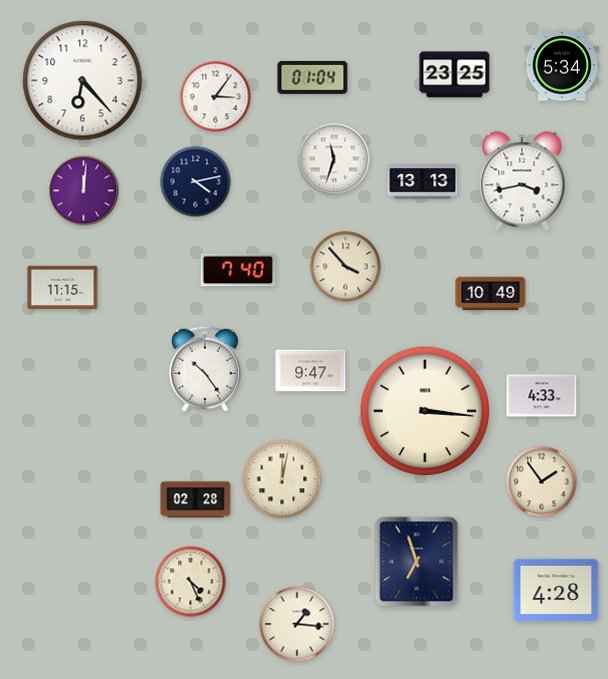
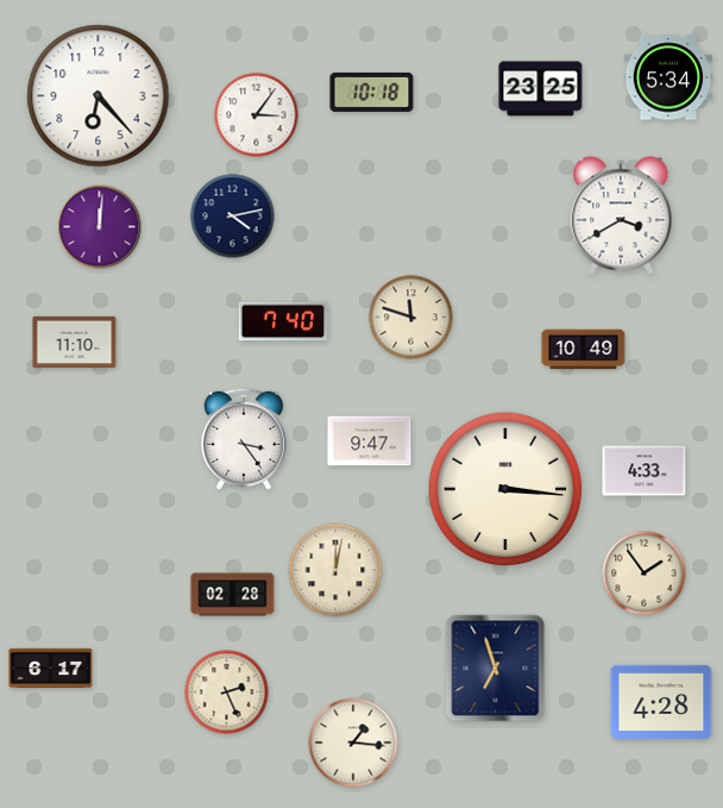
clock at (313, 77): 01:04 -> 10:18
clock at (334, 159): 11:33 -> none
clock at (522, 181): 3:43 -> 3:40
clock at (423, 182): 13:13 -> none
clock at (346, 267): 3:53 -> 11:48
clock at (63, 288): 11:15 -> 11:10
clock at (205, 369): 10:24 -> 3:24
clock at (51, 669): none -> 6:17
clock at (191, 582): 4:26 -> 2:26
